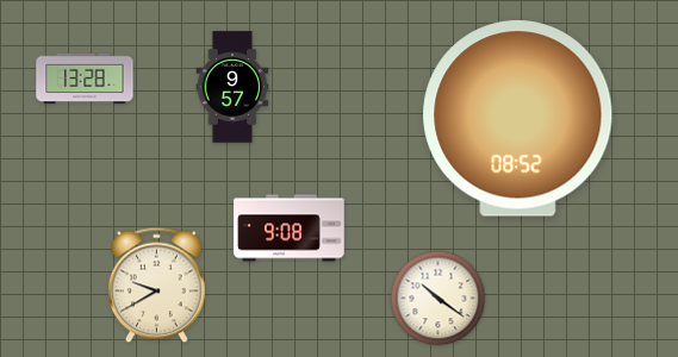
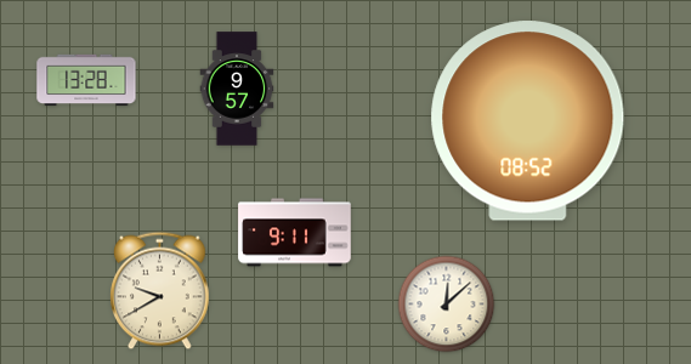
clock at (290, 228): 9:08 -> 9:11
clock at (438, 299): 10:21 -> 12:08
